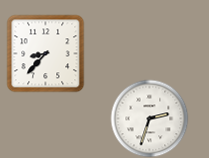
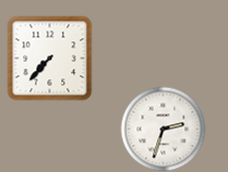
clock at (45, 53): 8:37 -> 7:37
